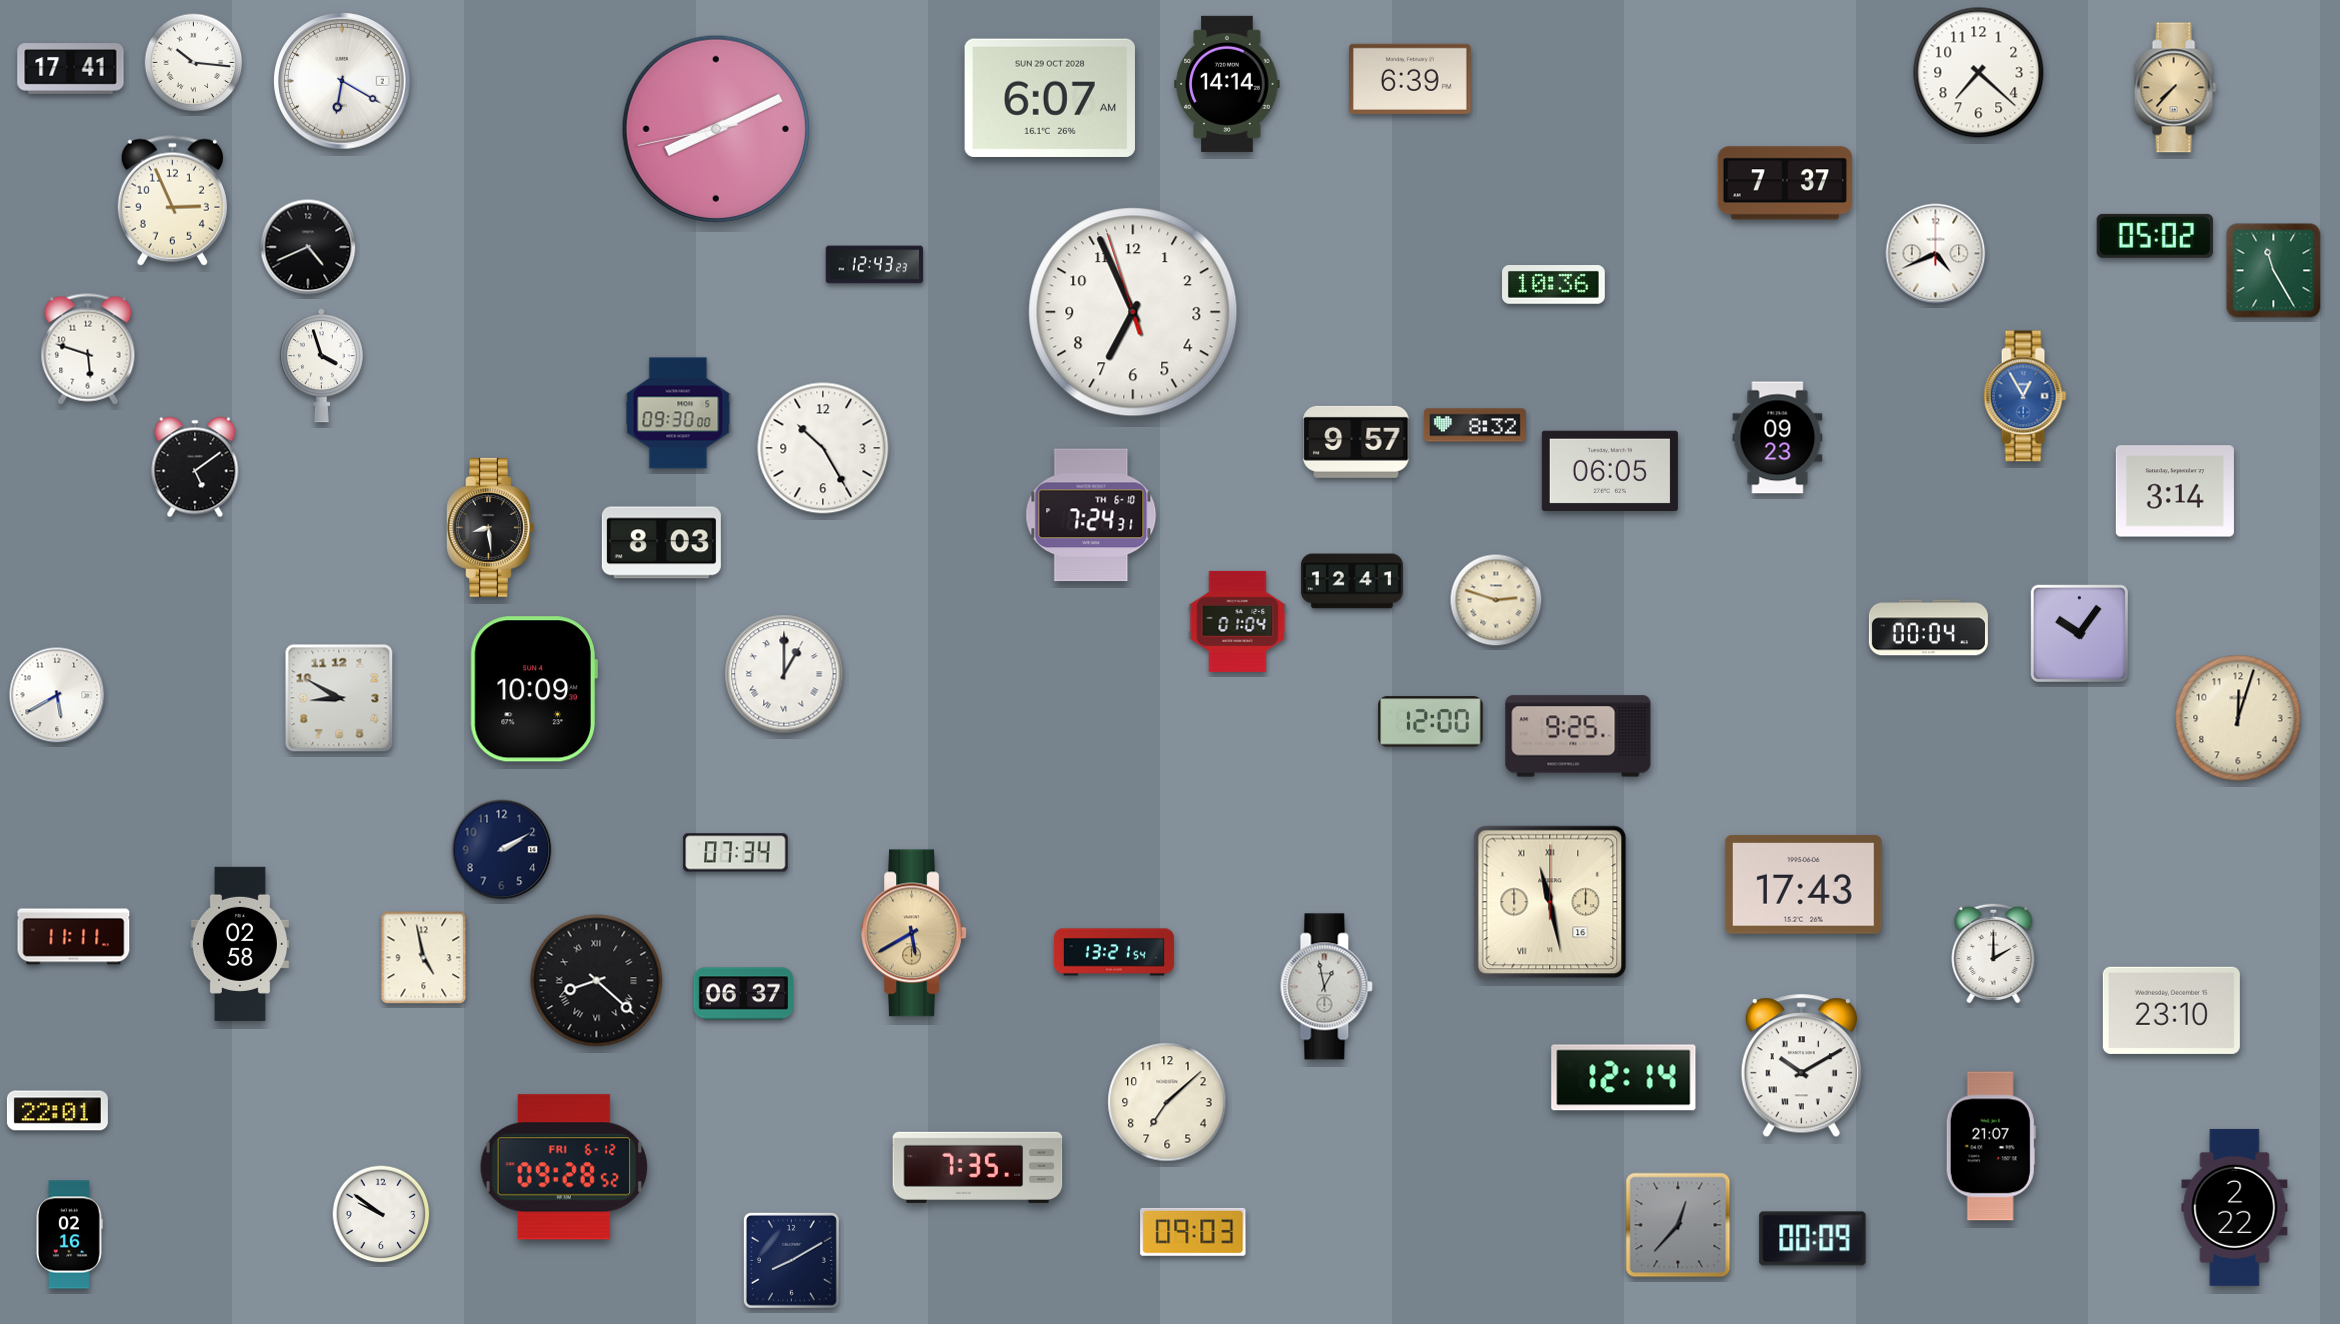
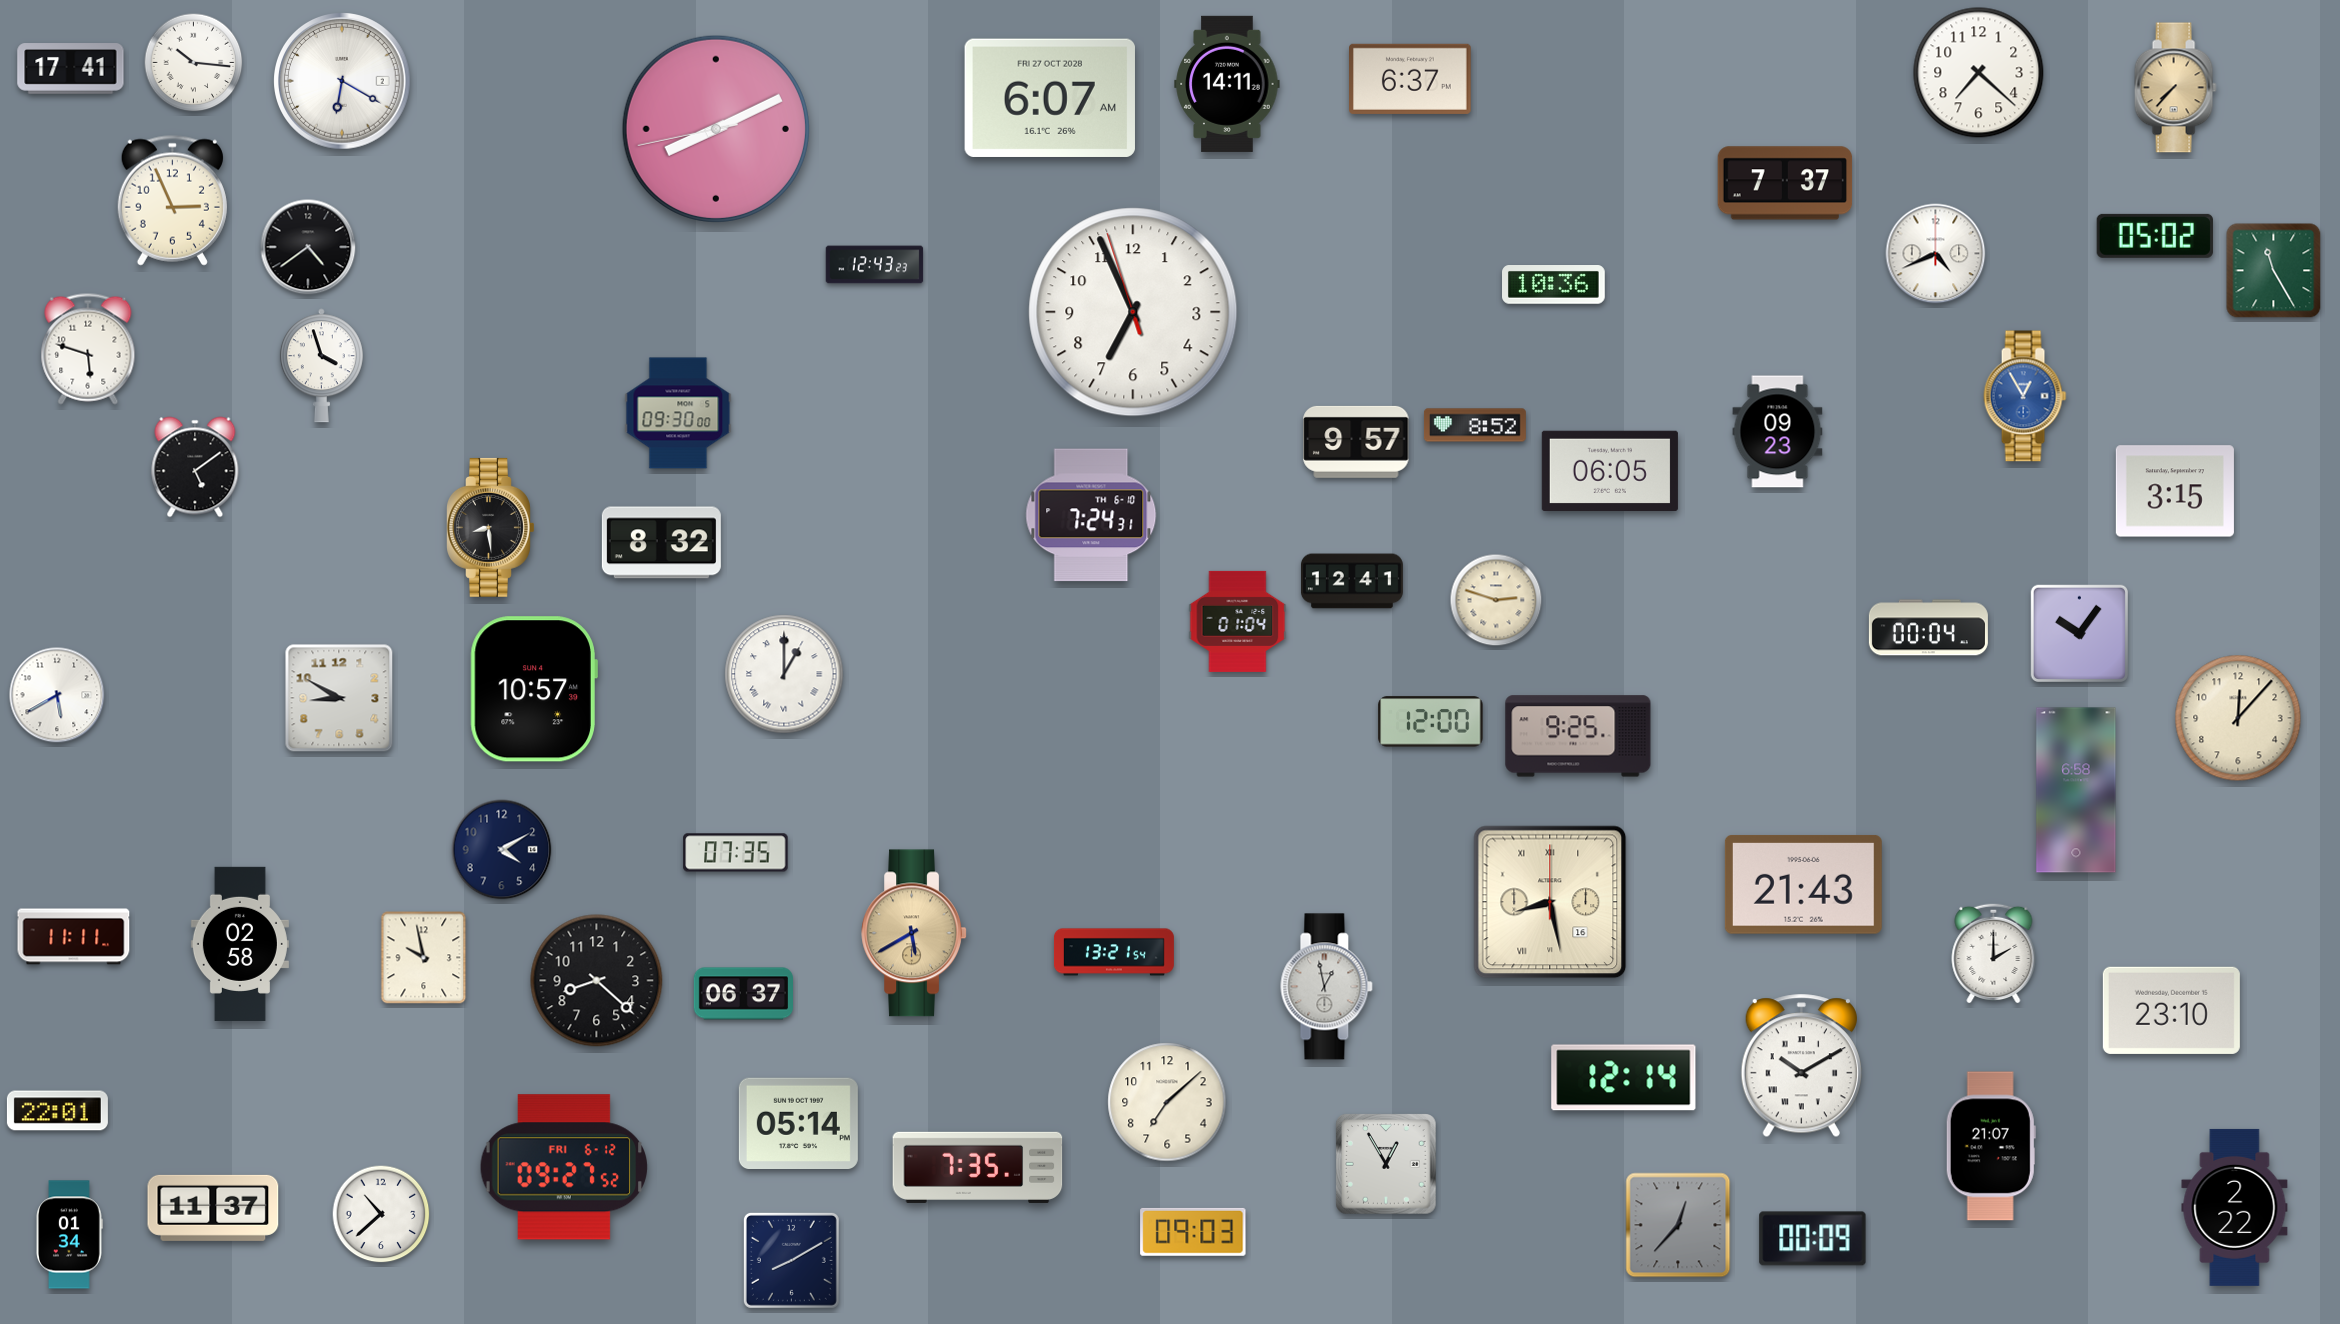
clock at (1411, 79): 6:39 -> 6:37
clock at (1227, 84): 14:14 -> 14:11
clock at (1050, 98) date: SUN 29 OCT 2028 -> FRI 27 OCT 2028
clock at (308, 247): 4:41 -> 4:39
clock at (1475, 425): 8:32 -> 8:52
clock at (1778, 438) position: (1778, 438) -> (1778, 432)
clock at (823, 448): 10:25 -> none
clock at (2175, 491): 3:14 -> 3:15
clock at (661, 543): 8:03 -> 8:32
clock at (534, 689): 10:09 -> 10:57
clock at (2238, 718): 12:03 -> 12:07
clock at (2076, 790): none -> 6:58
clock at (502, 850): 2:10 -> 4:10
clock at (736, 853): 07:34 -> 07:35
clock at (1803, 884): 17:43 -> 21:43
clock at (1550, 902): 11:28 -> 8:28
clock at (424, 958): 4:58 -> 9:58
clock at (597, 981) numerals: Roman -> Arabic
clock at (798, 1123): none -> 05:14
clock at (1386, 1164): none -> 12:55
clock at (564, 1167): 09:28 -> 09:27
clock at (213, 1208): none -> 11:37
clock at (381, 1214): 9:51 -> 10:38
clock at (69, 1235): 02:16 -> 01:34
